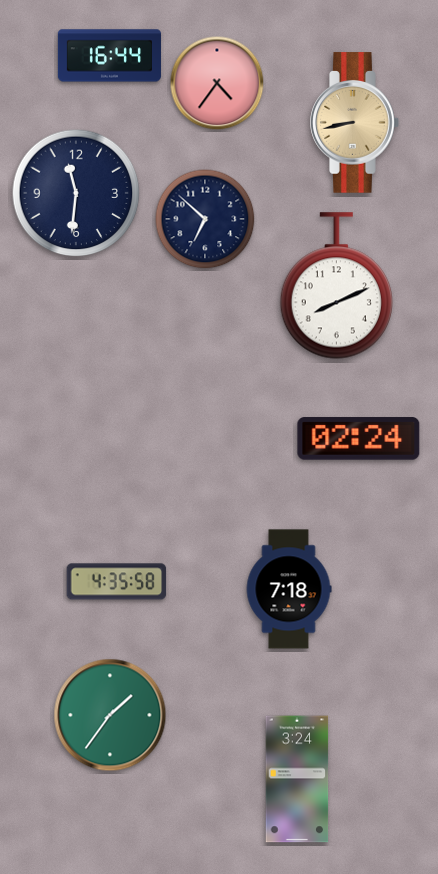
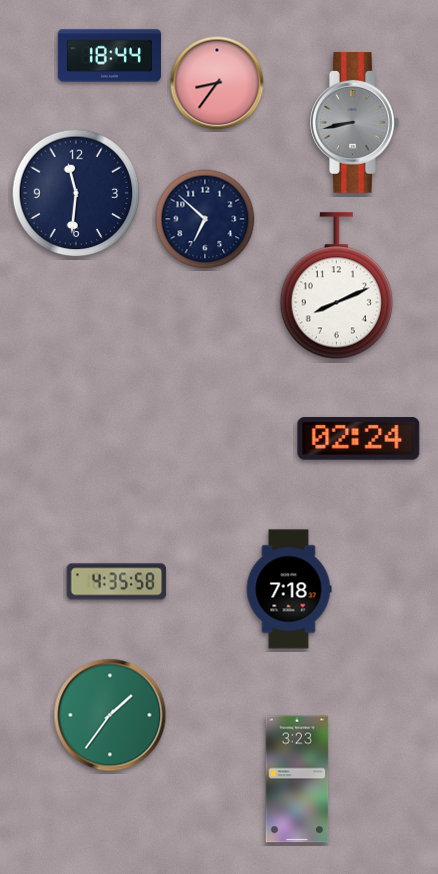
clock at (109, 56): 16:44 -> 18:44
clock at (217, 83): 4:36 -> 8:36
clock at (355, 123) dial: champagne -> grey
clock at (297, 779): 3:24 -> 3:23
